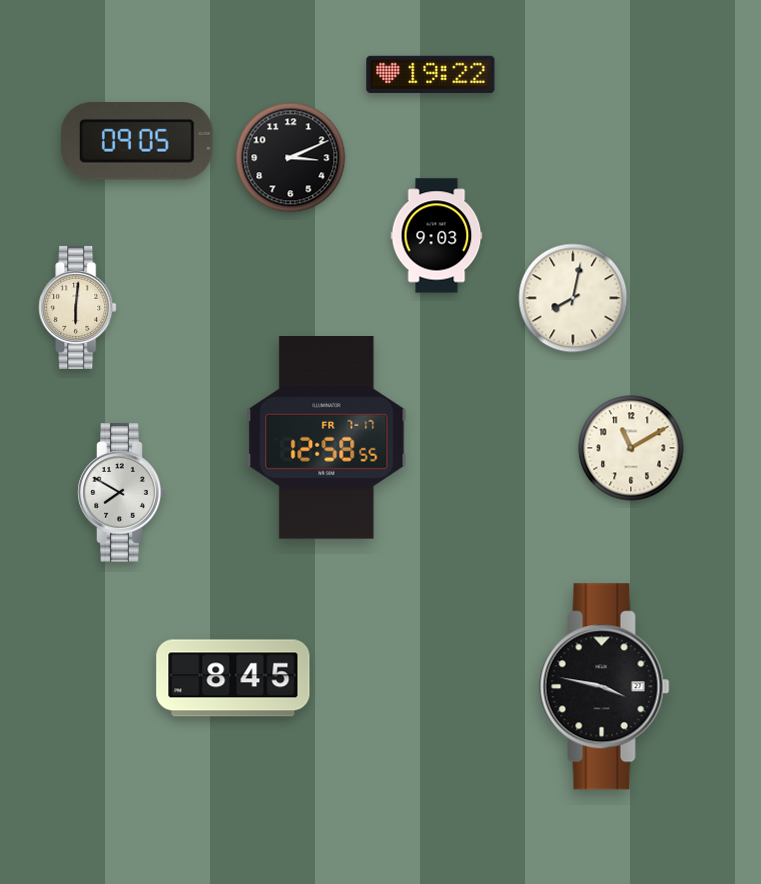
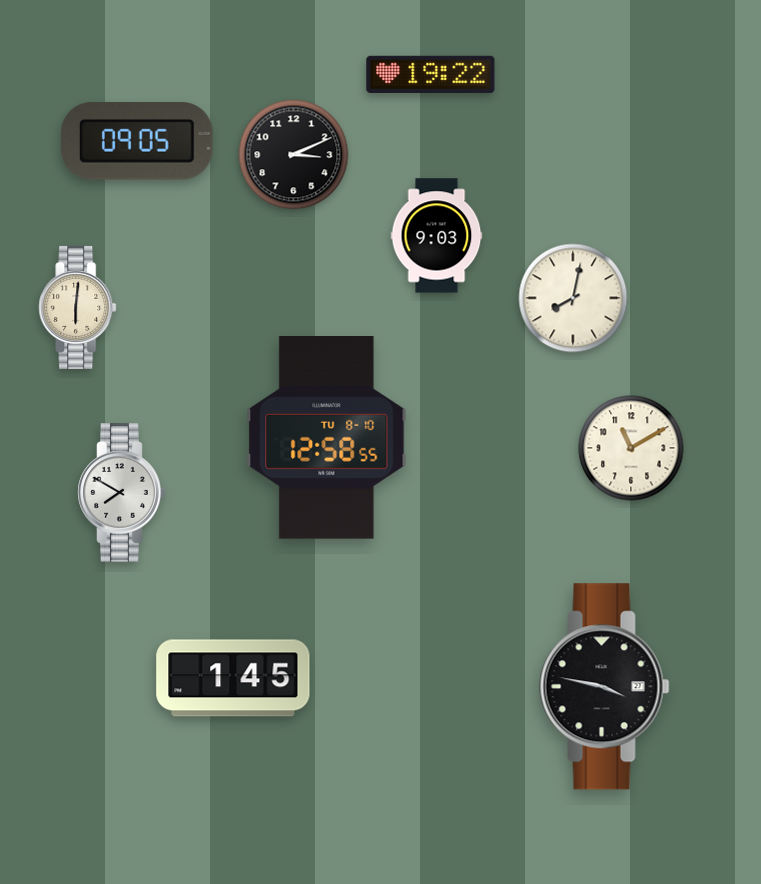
clock at (291, 158) position: (291, 158) -> (294, 155)
clock at (327, 438) date: FR 7-17 -> TU 8-10
clock at (233, 678): 8:45 -> 1:45
